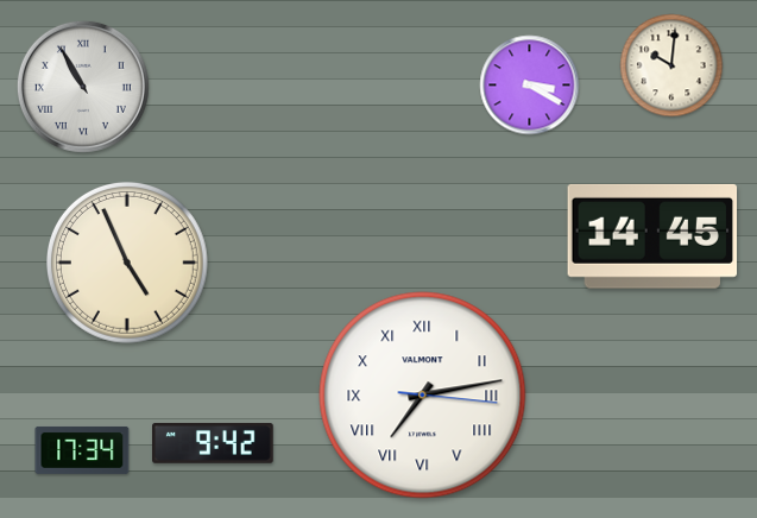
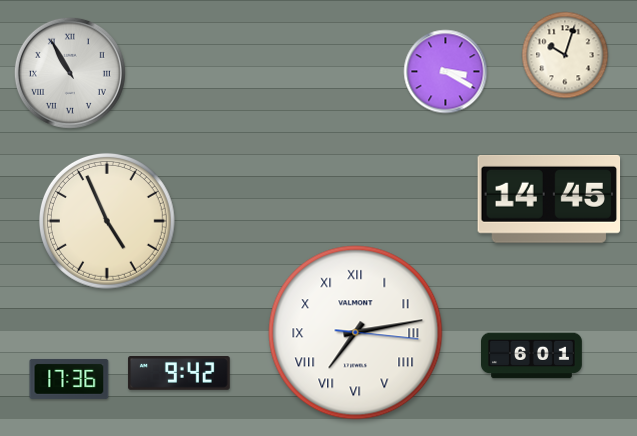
clock at (671, 65): 10:01 -> 10:03
clock at (532, 356): none -> 6:01
clock at (82, 450): 17:34 -> 17:36
